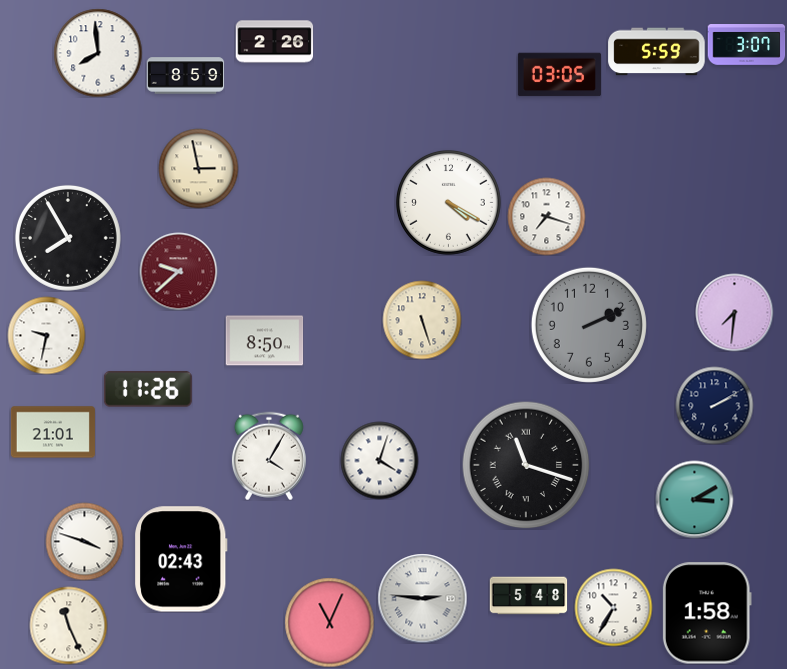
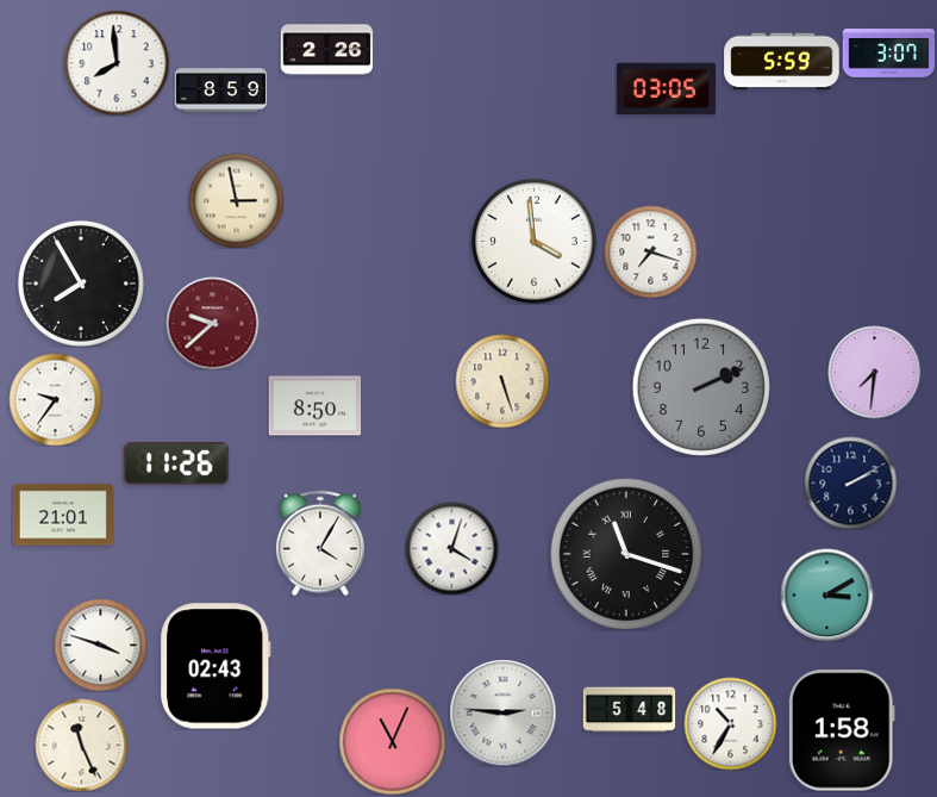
clock at (448, 202): 4:20 -> 3:59
clock at (546, 216) position: (546, 216) -> (650, 251)
clock at (46, 335): 9:32 -> 9:36
